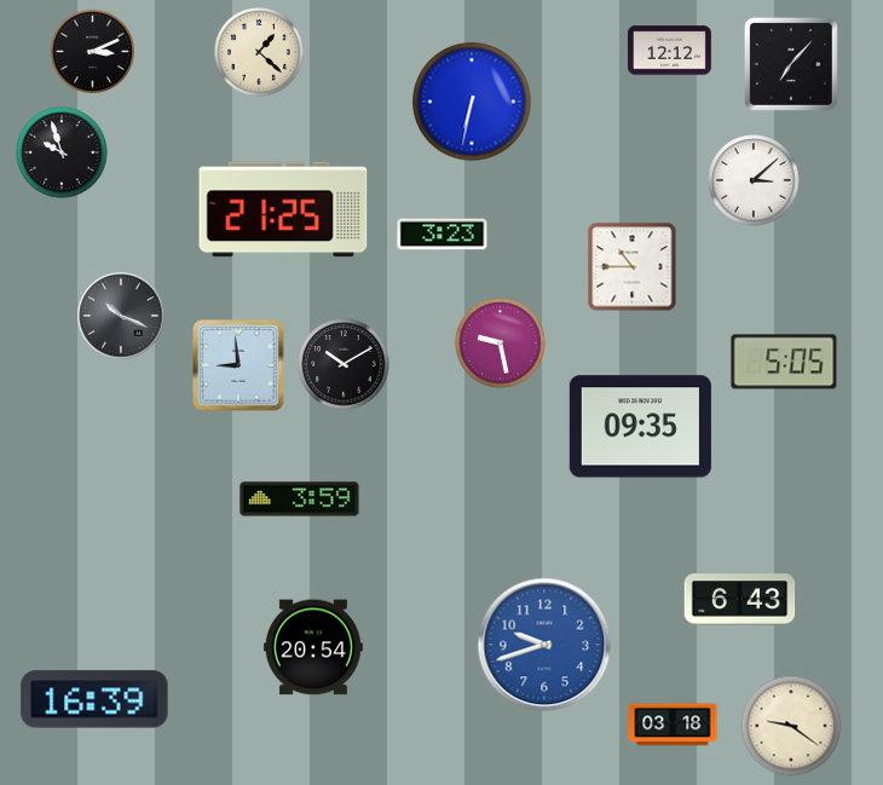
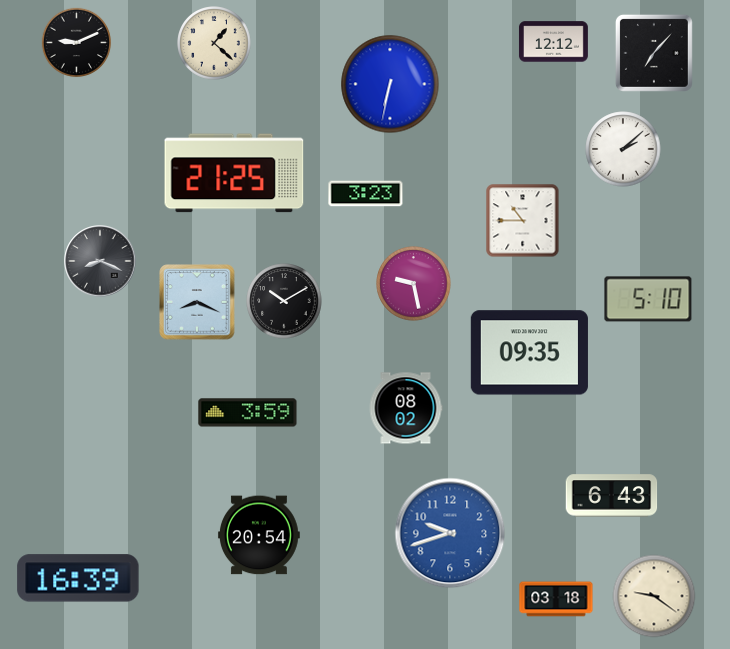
clock at (93, 52): 3:11 -> 9:11
clock at (62, 152): 9:57 -> none
clock at (754, 180): 3:08 -> 2:08
clock at (121, 316): 10:19 -> 8:19
clock at (784, 362): 5:05 -> 5:10
clock at (238, 365): 8:59 -> 8:19
clock at (406, 408): none -> 08:02
clock at (791, 726) position: (791, 726) -> (654, 596)
